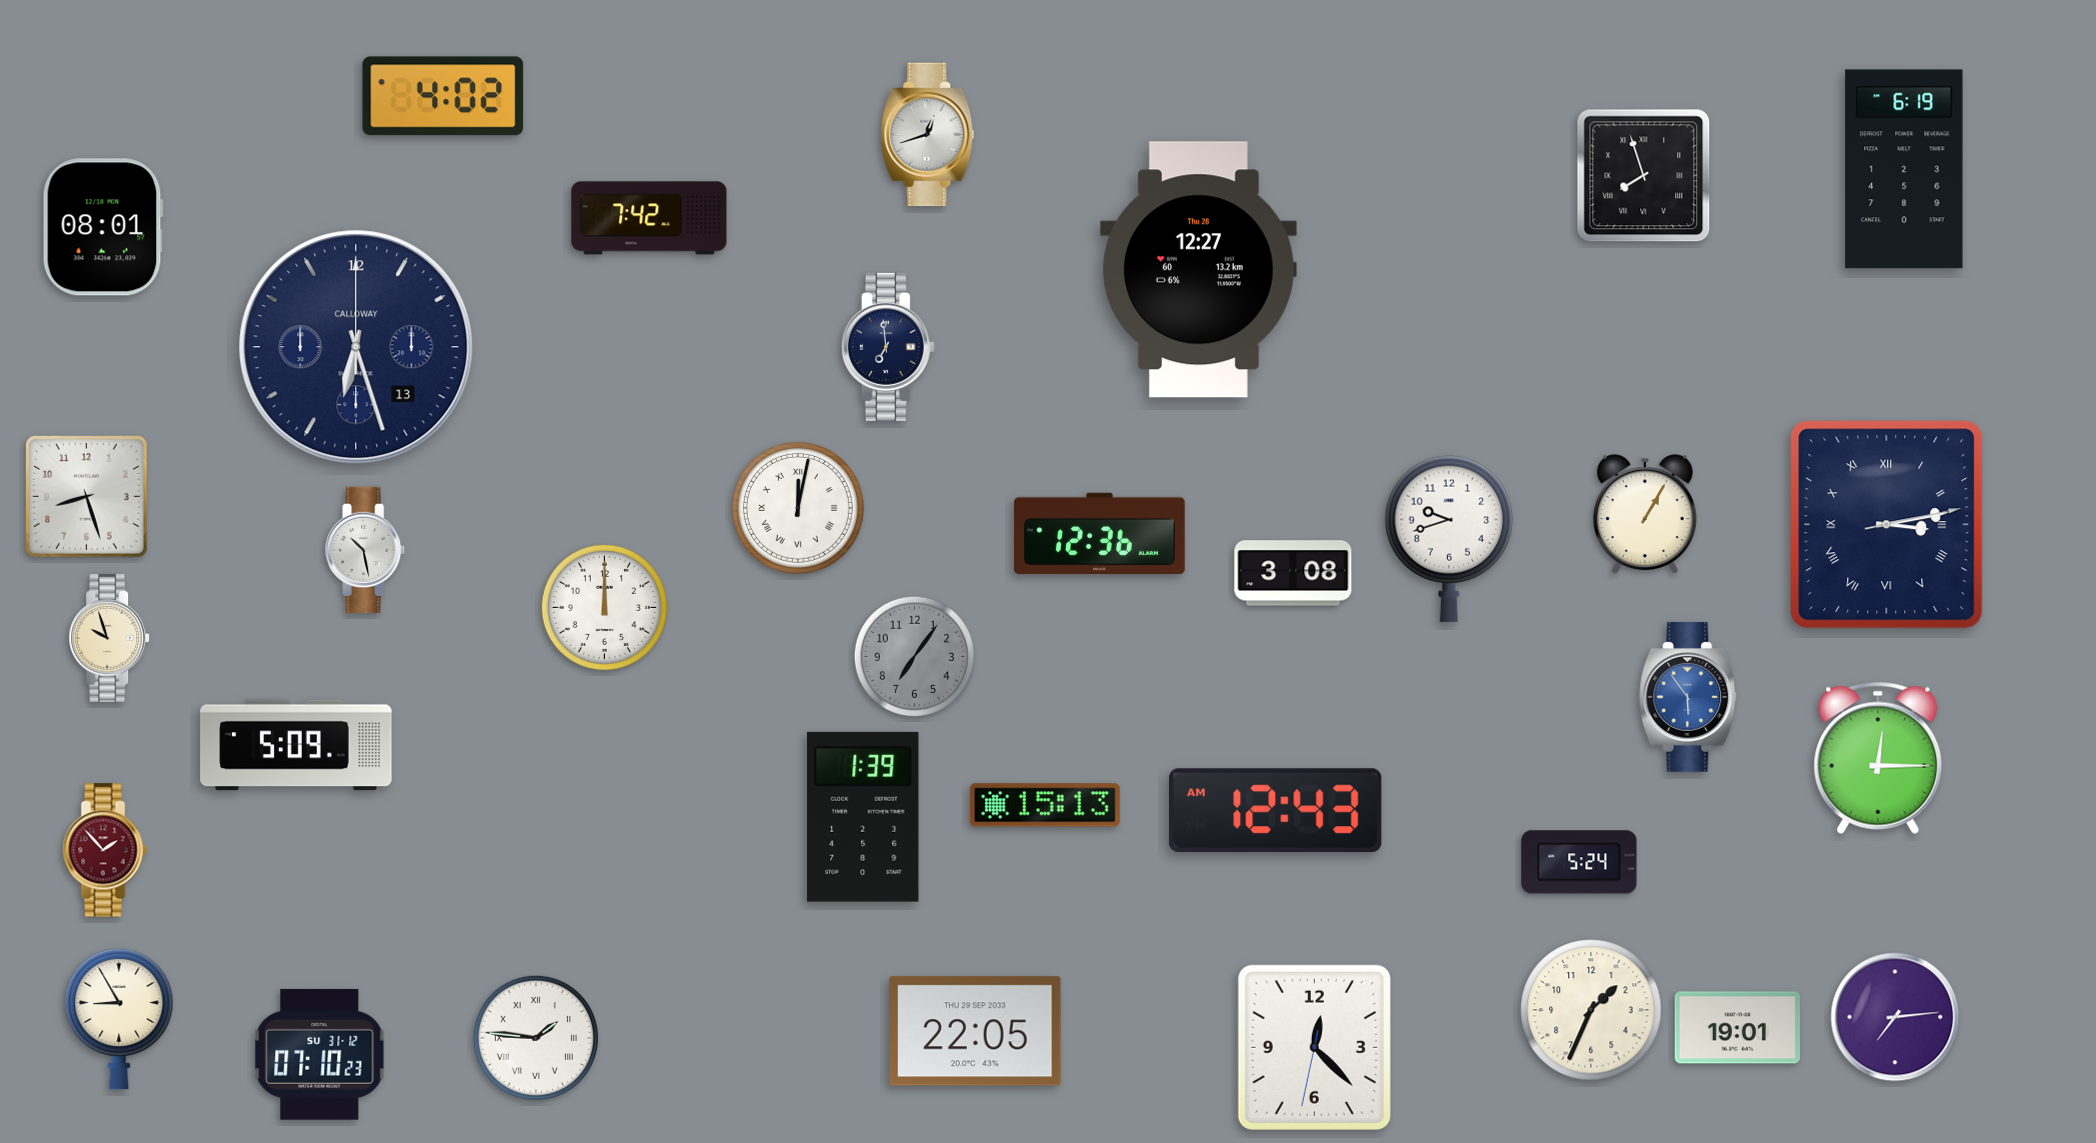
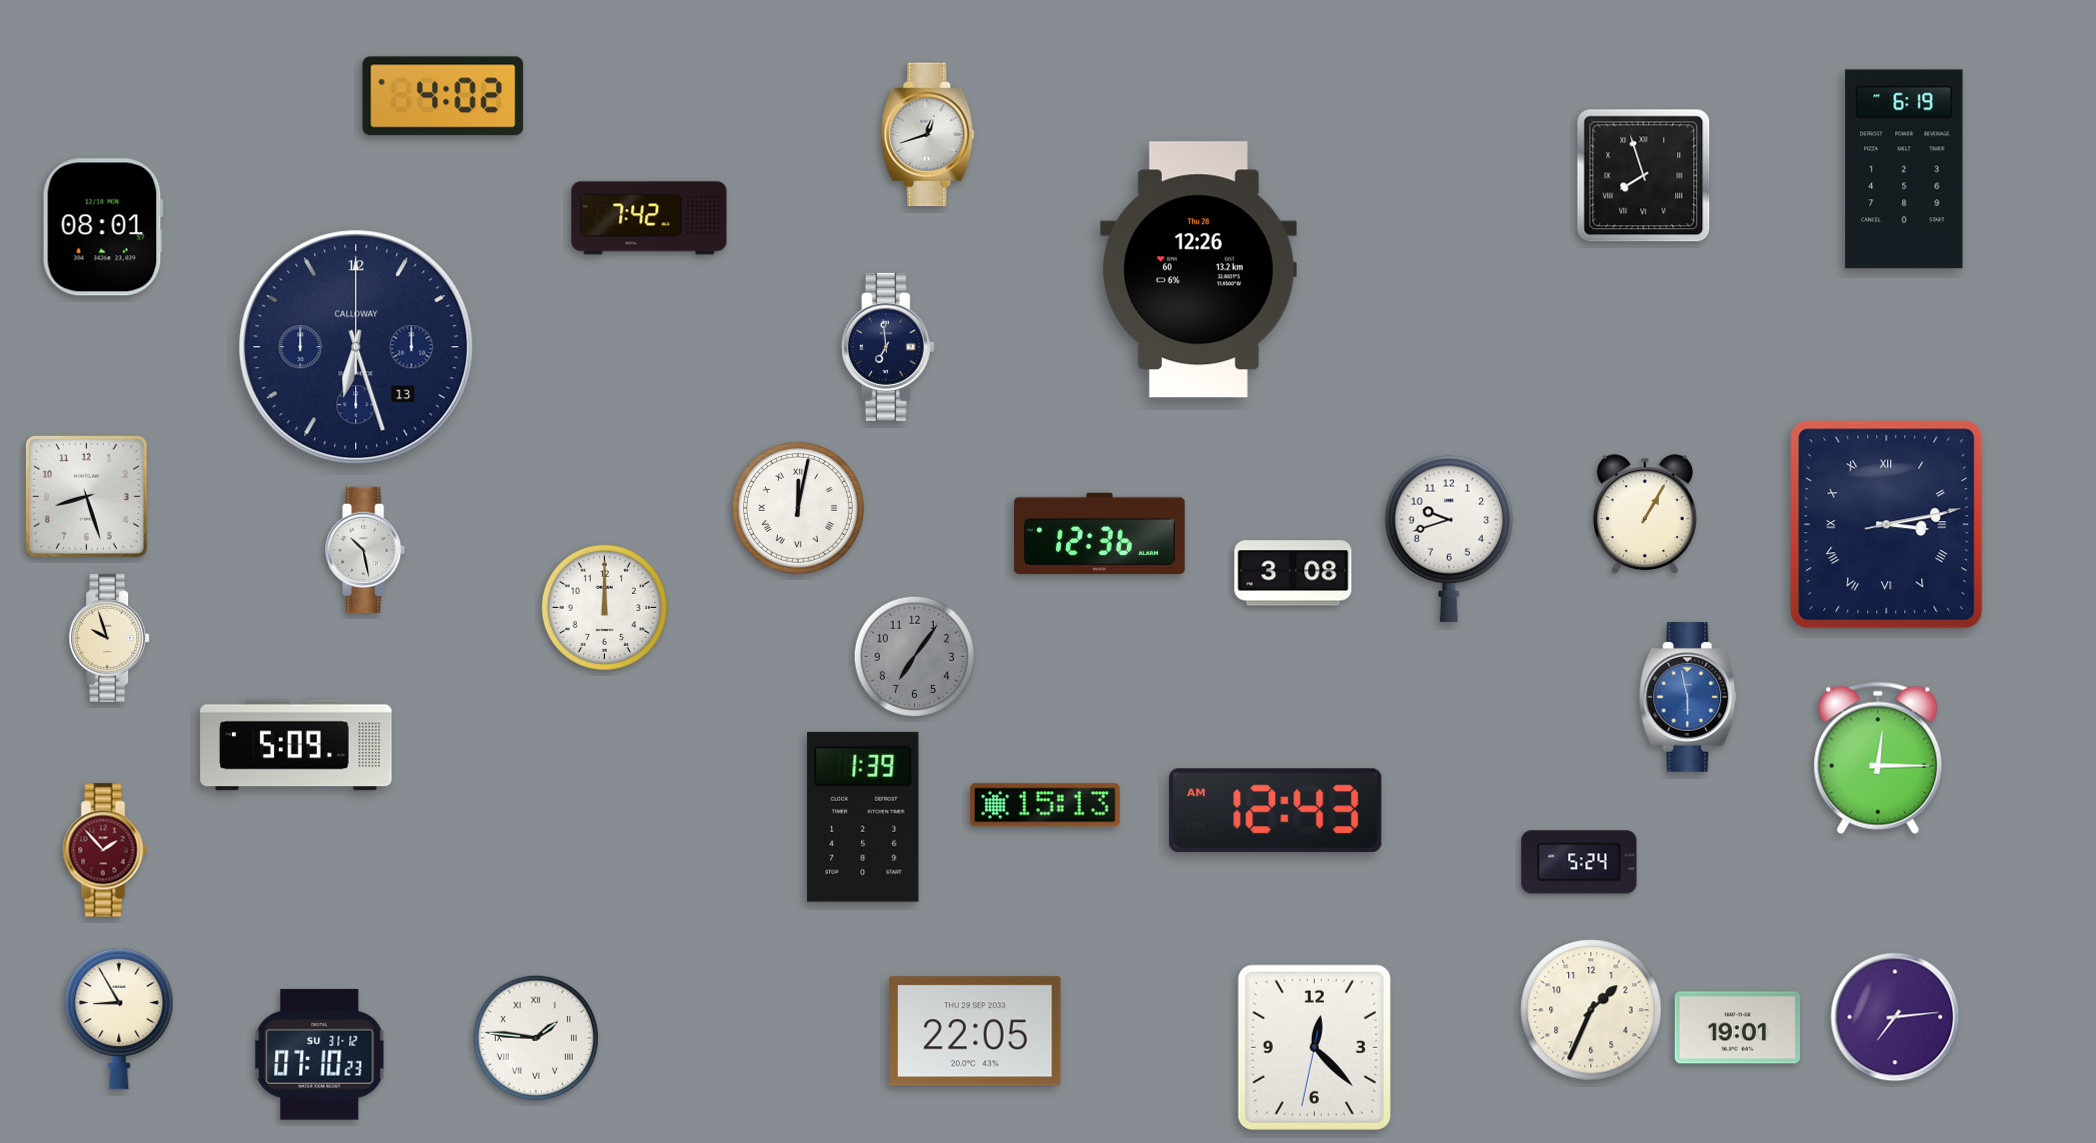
clock at (1198, 270): 12:27 -> 12:26
clock at (1688, 697): 5:54 -> 5:58
